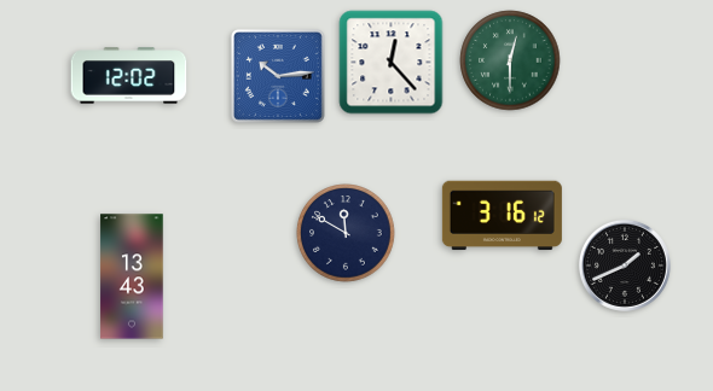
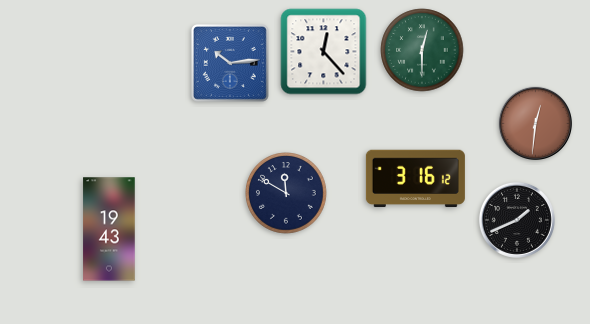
clock at (129, 76): 12:02 -> none
clock at (535, 123): none -> 12:31
clock at (132, 276): 13:43 -> 19:43
